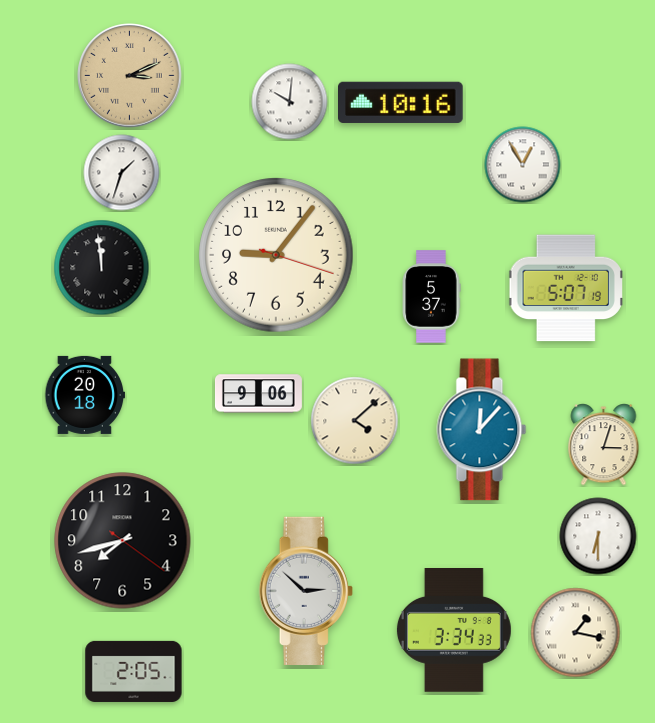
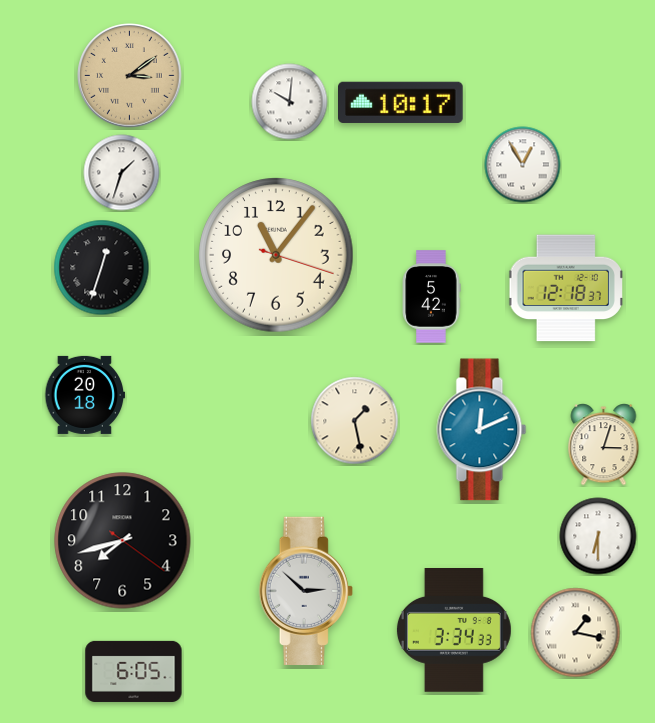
clock at (130, 76): 3:11 -> 3:09
clock at (401, 102): 10:16 -> 10:17
clock at (276, 255): 9:06 -> 11:06
clock at (102, 268): 11:59 -> 12:33
clock at (566, 288): 5:07 -> 12:18
clock at (431, 297): 5:37 -> 5:42
clock at (258, 394): 9:06 -> none
clock at (355, 421): 4:08 -> 1:28
clock at (482, 430): 12:07 -> 12:11
clock at (134, 671): 2:05 -> 6:05
